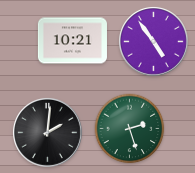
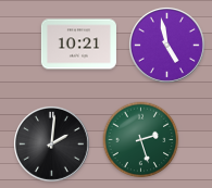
clock at (153, 41): 4:54 -> 4:58
